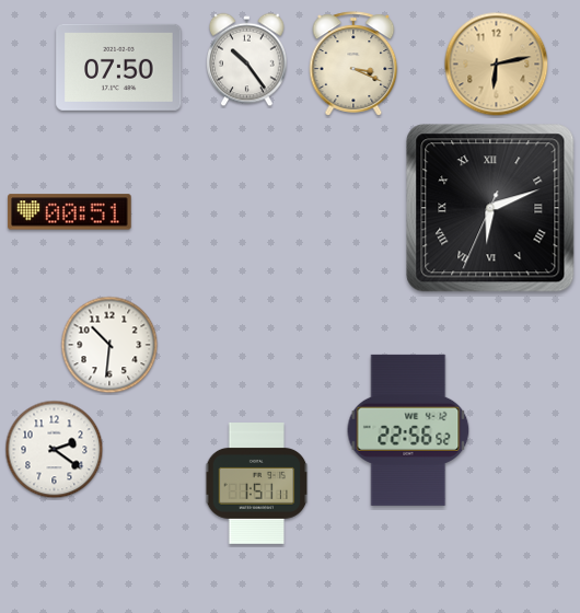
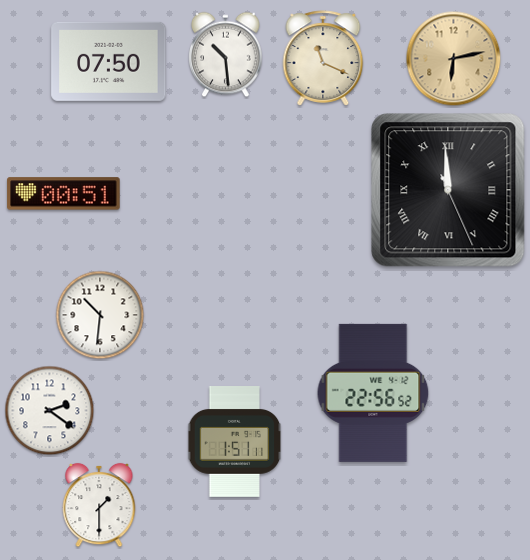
clock at (247, 60): 10:24 -> 10:29
clock at (353, 63): 3:19 -> 11:19
clock at (490, 208): 6:11 -> 11:59
clock at (99, 505): none -> 1:30
